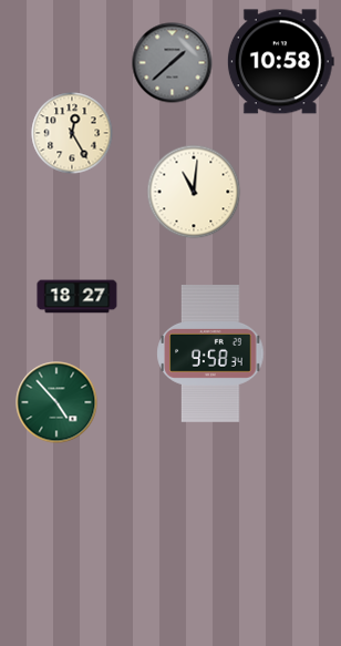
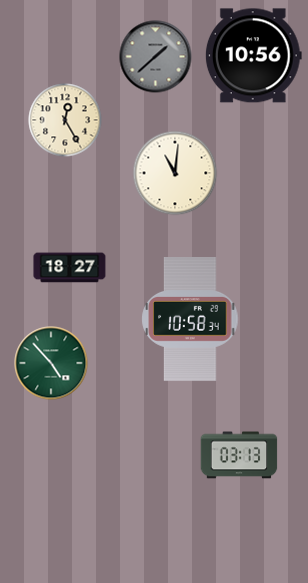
clock at (280, 62): 10:58 -> 10:56
clock at (210, 355): 9:58 -> 10:58
clock at (239, 455): none -> 03:13
